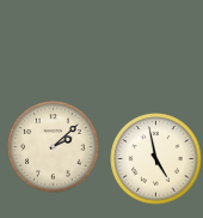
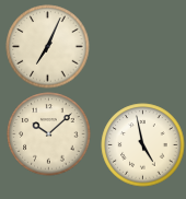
clock at (48, 47): none -> 7:04
clock at (54, 147): 2:08 -> 10:08
